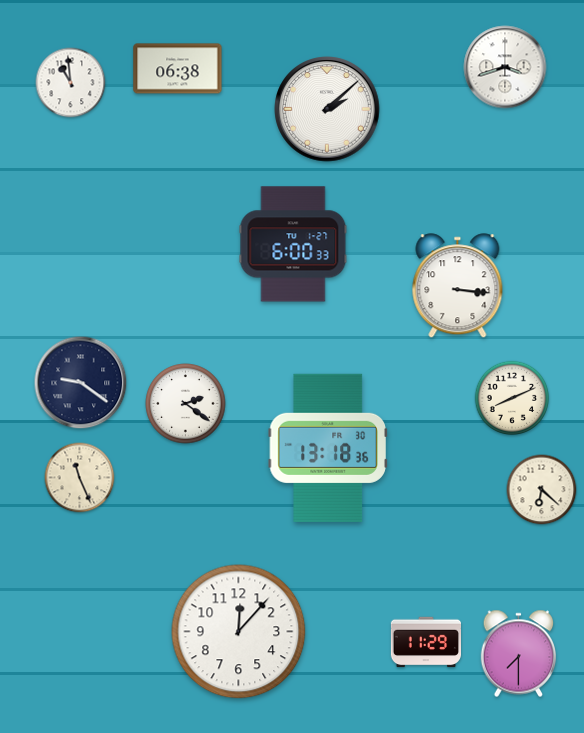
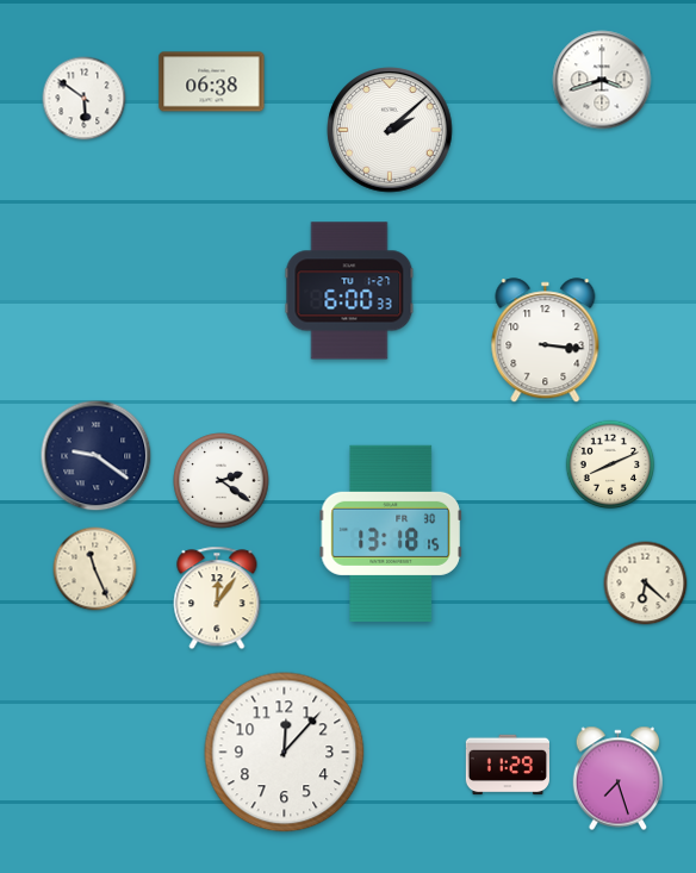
clock at (71, 83): 10:59 -> 5:51
clock at (512, 398) position: (512, 398) -> (610, 464)
clock at (328, 448): 13:18:36 -> 13:18:15
clock at (217, 598): none -> 12:06
clock at (519, 654): 7:30 -> 7:27
